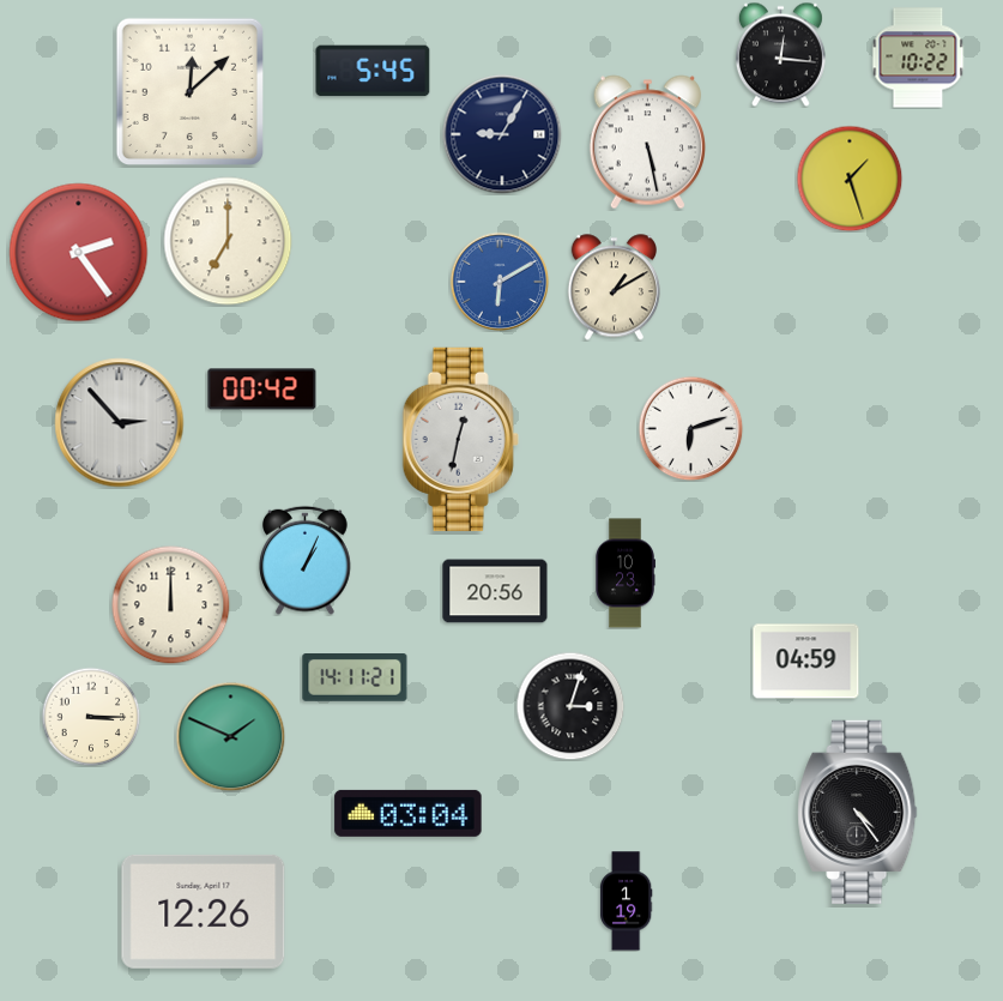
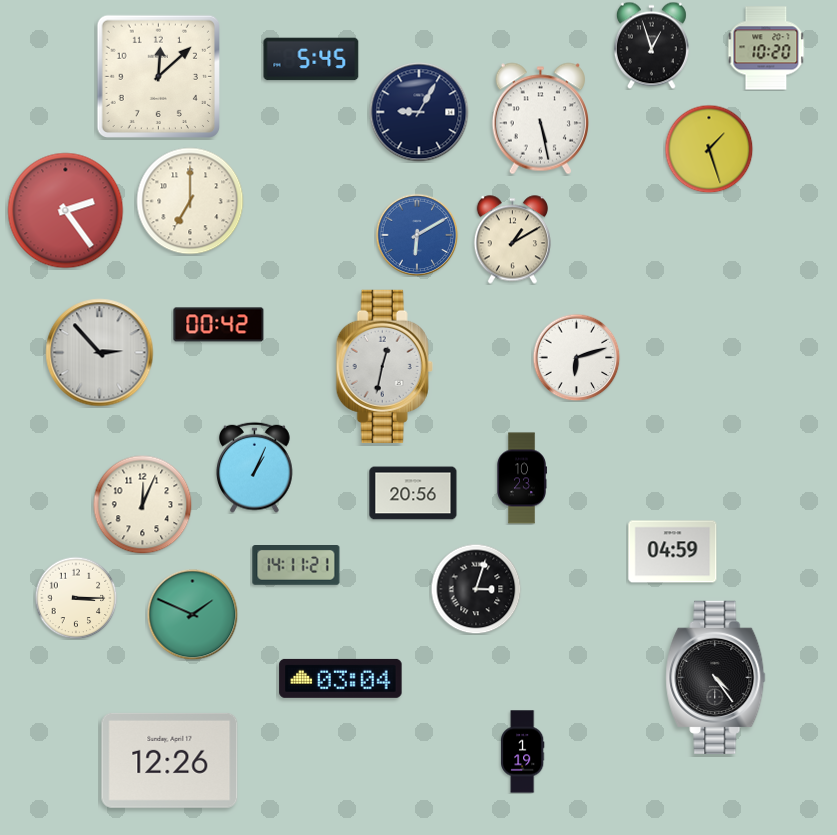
clock at (780, 54): 12:16 -> 12:57
clock at (918, 58): 10:22 -> 10:20
clock at (171, 605): 12:00 -> 12:04
